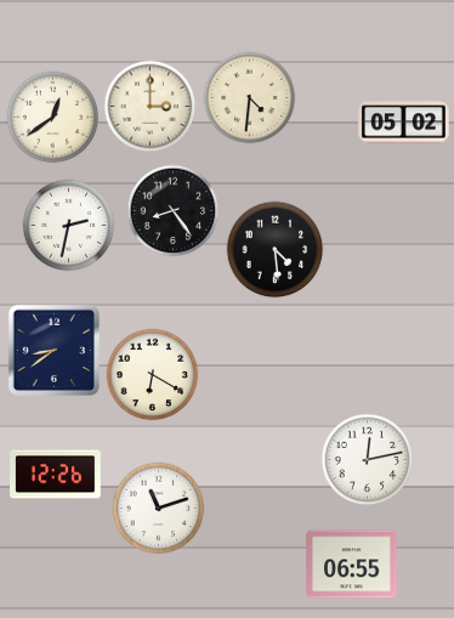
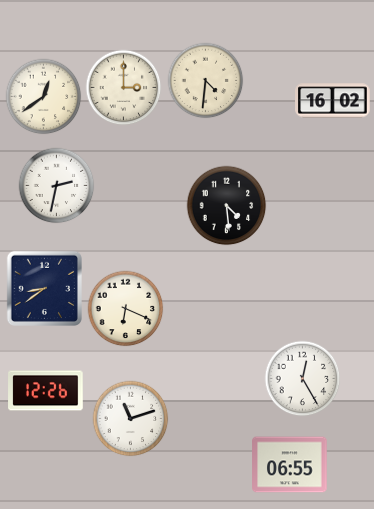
clock at (404, 123): 05:02 -> 16:02
clock at (174, 211): 8:24 -> none
clock at (153, 375): 6:20 -> 6:19
clock at (368, 460): 12:13 -> 12:25
